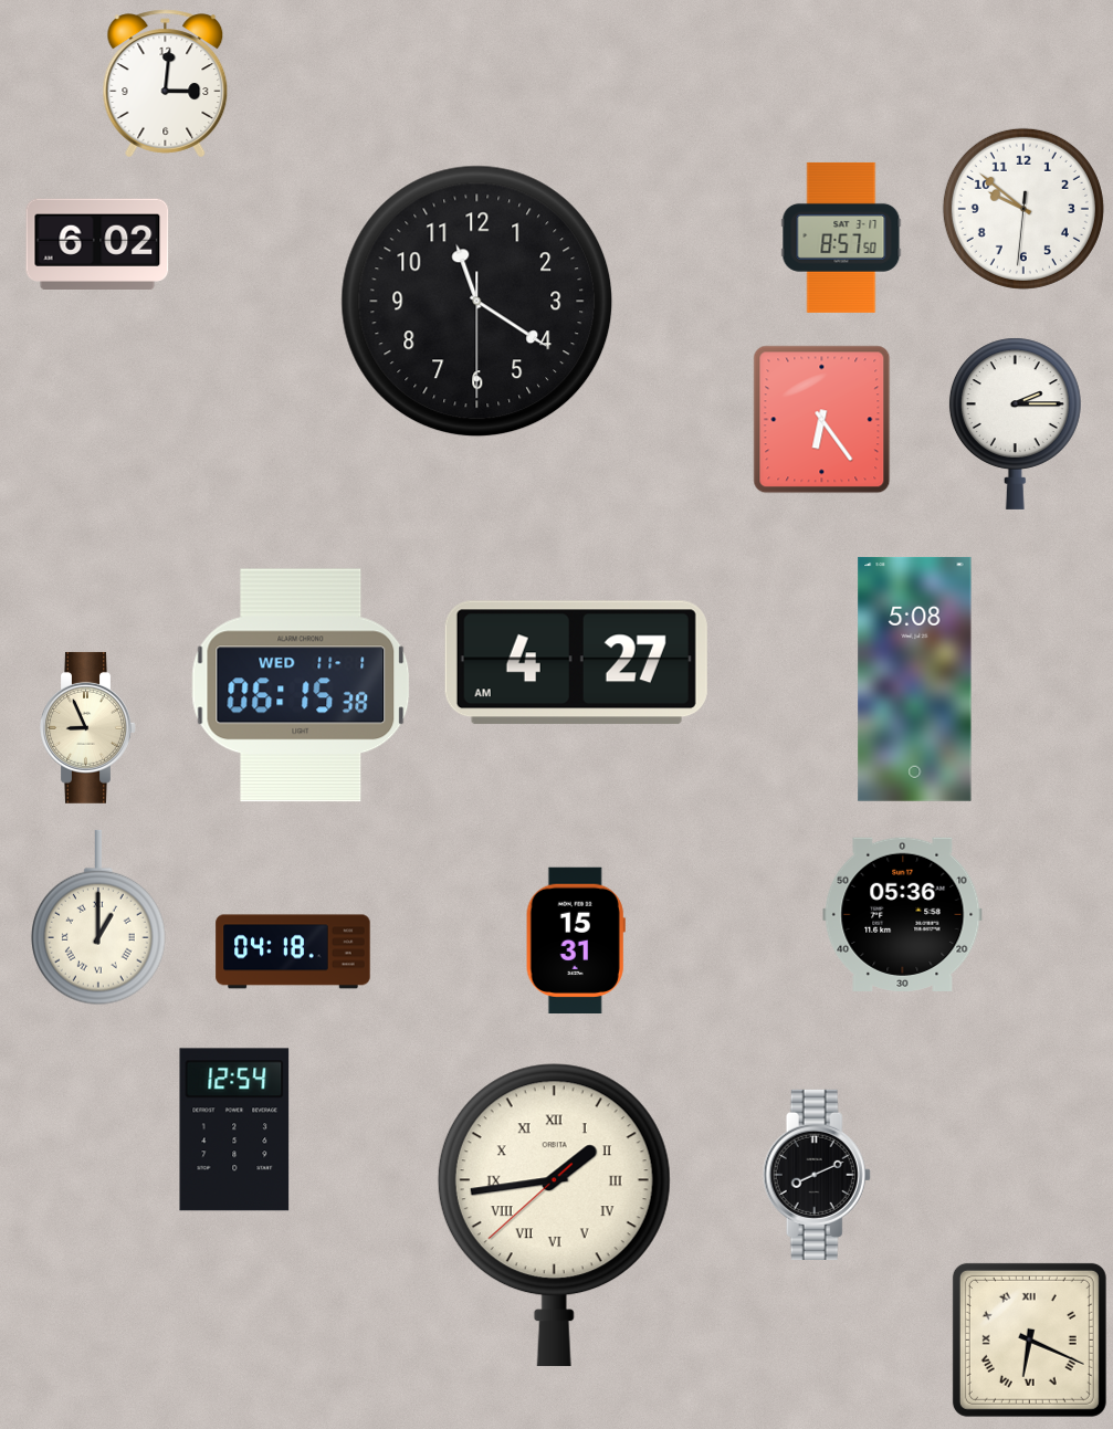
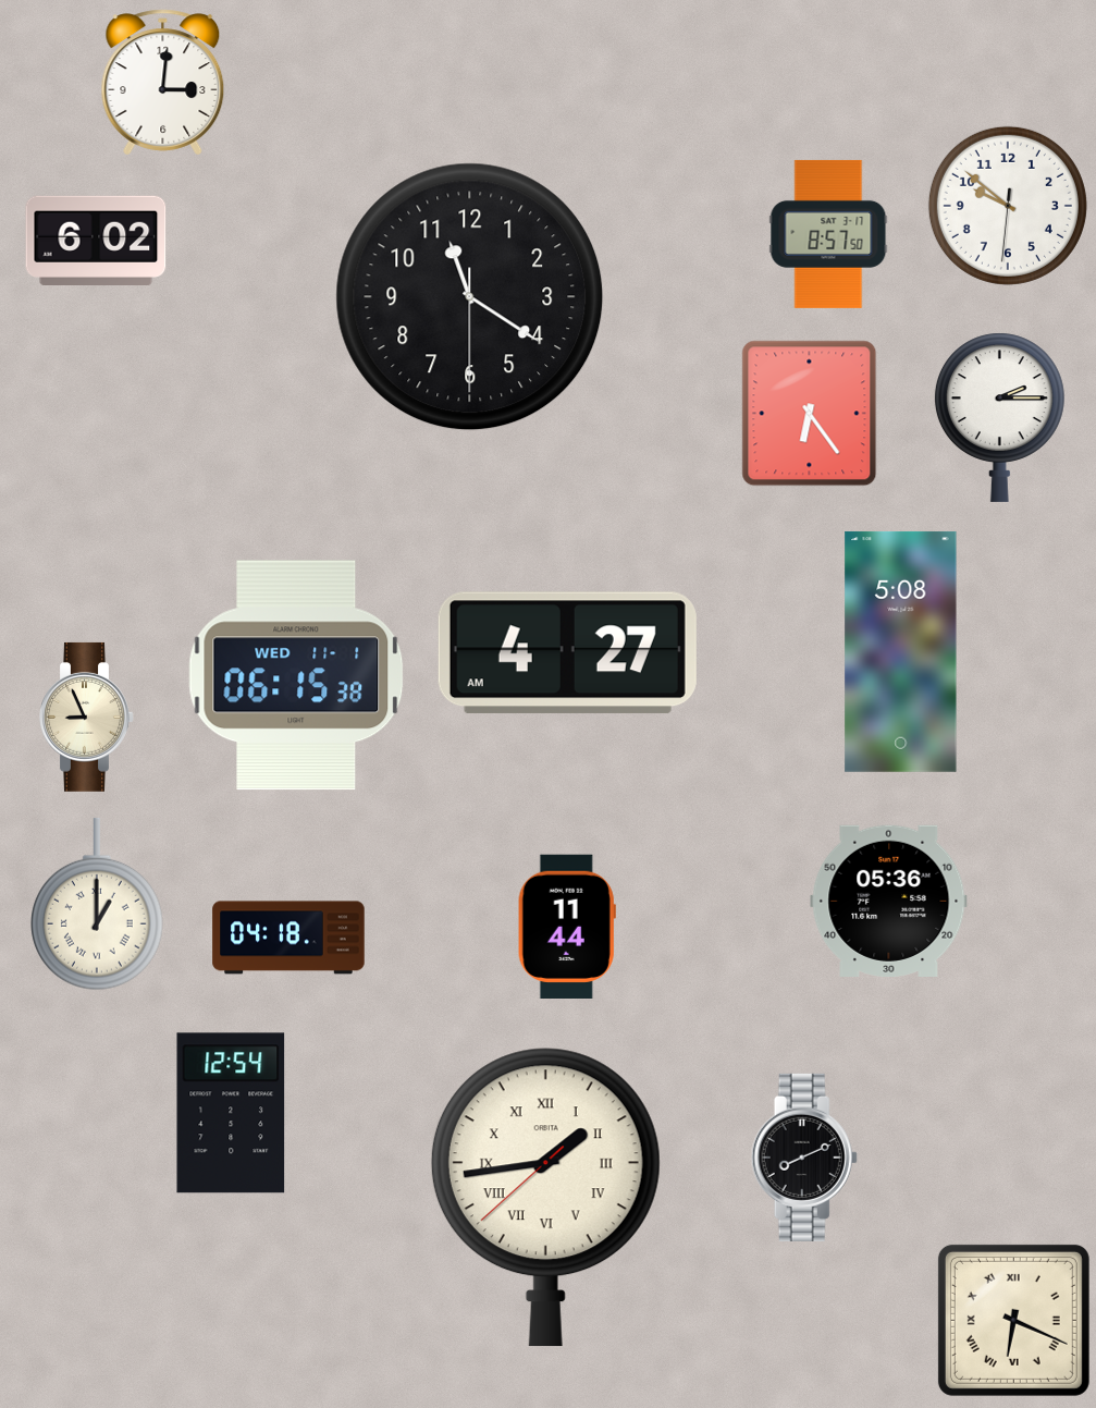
clock at (915, 679) position: (915, 679) -> (901, 651)
clock at (576, 939): 15:31 -> 11:44
